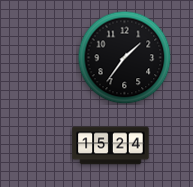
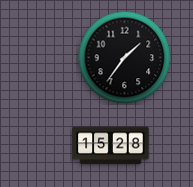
clock at (111, 146): 15:24 -> 15:28
